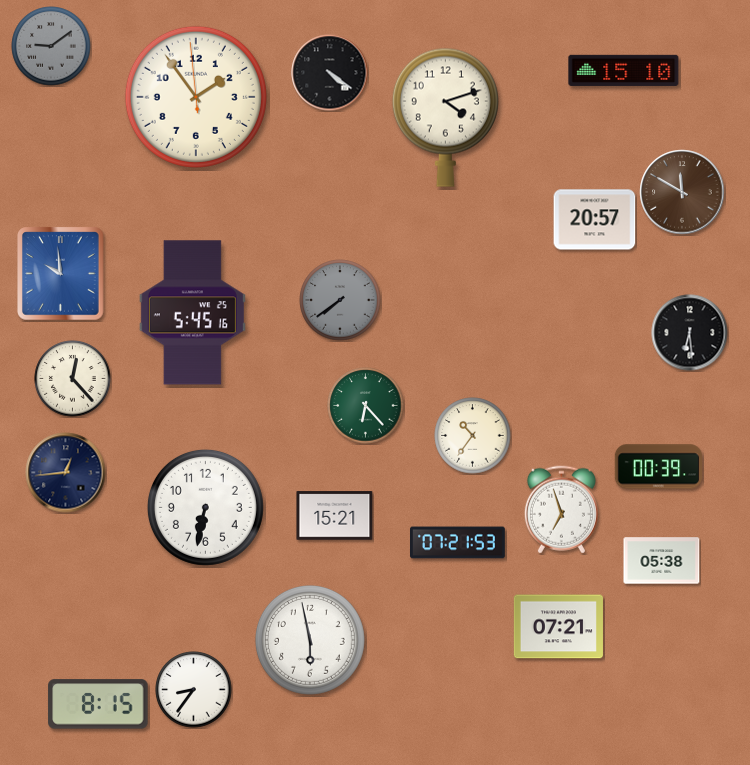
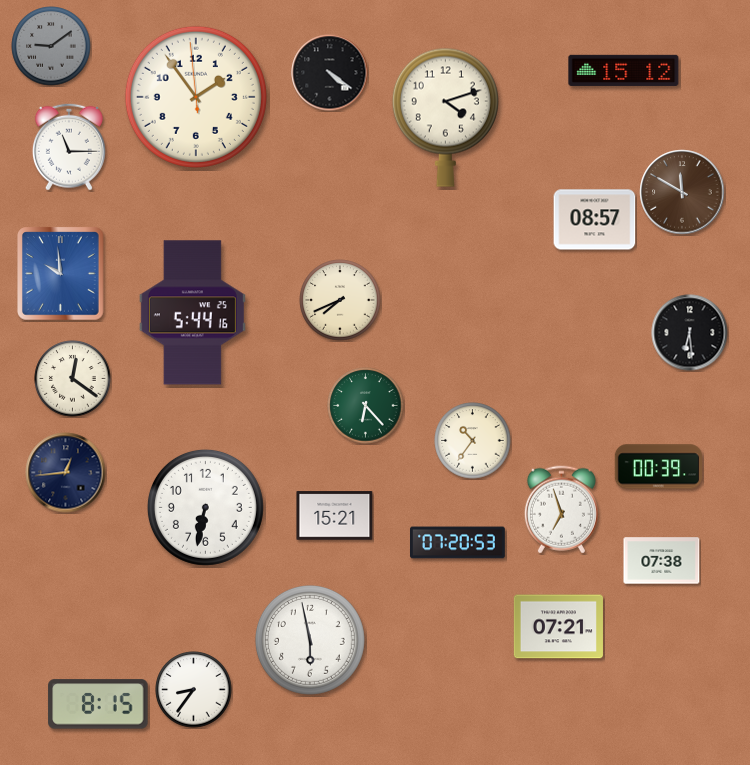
clock at (624, 70): 15:10 -> 15:12
clock at (69, 147): none -> 11:15
clock at (595, 220): 20:57 -> 08:57
clock at (340, 300): 7:39 -> 7:41
clock at (340, 300) dial: grey -> cream
clock at (192, 313): 5:45 -> 5:44
clock at (73, 379): 12:23 -> 12:21
clock at (473, 436) position: (473, 436) -> (473, 441)
clock at (458, 543): 07:21 -> 07:20
clock at (662, 561): 05:38 -> 07:38
